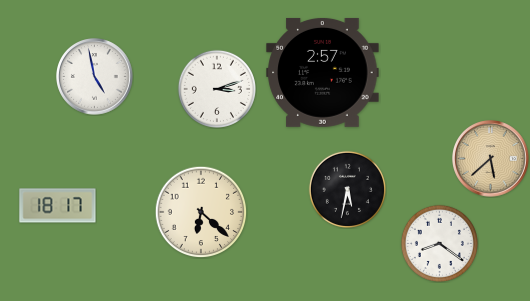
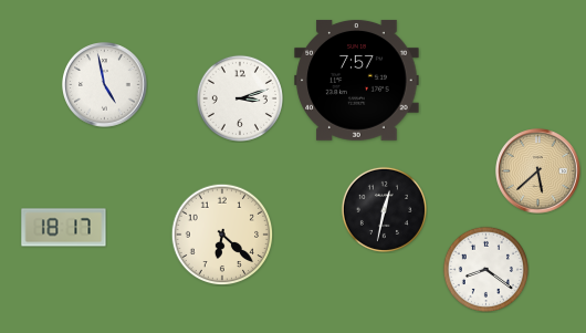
clock at (323, 72): 2:57 -> 7:57
clock at (491, 159) position: (491, 159) -> (538, 171)
clock at (347, 189): 5:32 -> 12:32
